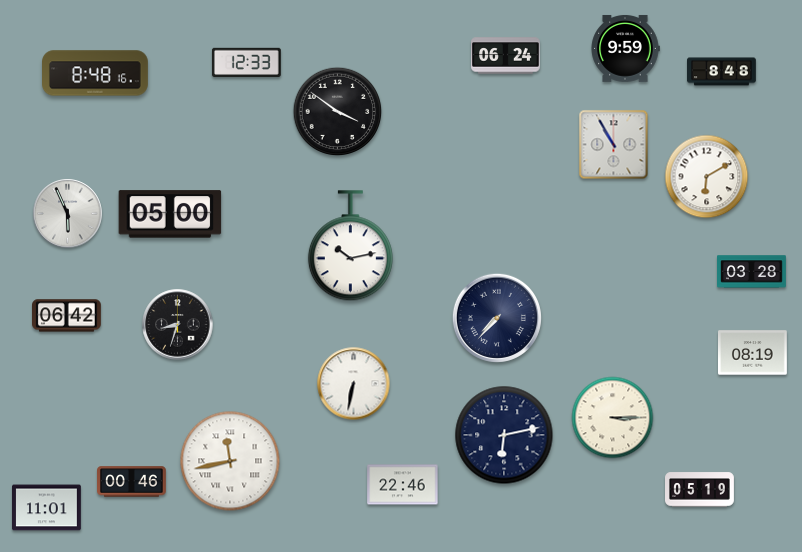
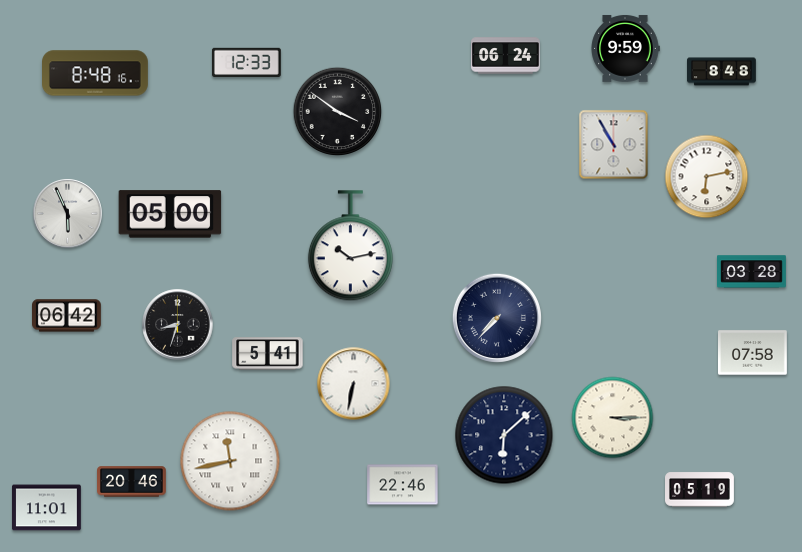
clock at (707, 177): 6:10 -> 6:13
clock at (753, 353): 08:19 -> 07:58
clock at (268, 354): none -> 5:41
clock at (504, 435): 6:13 -> 6:08
clock at (132, 482): 00:46 -> 20:46
